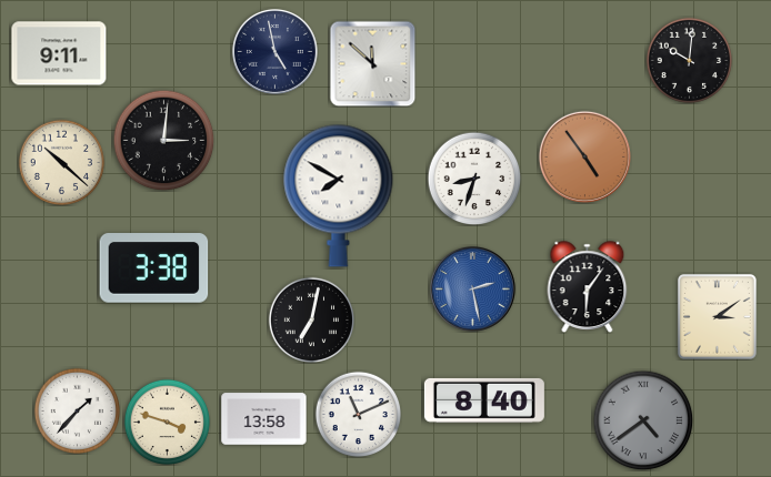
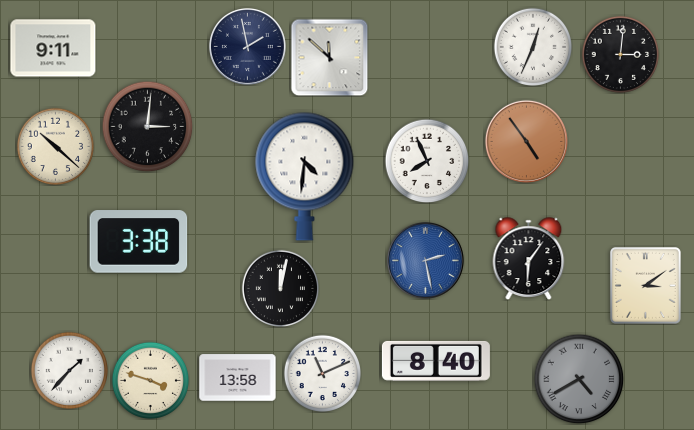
clock at (274, 51): 4:58 -> 1:58
clock at (533, 47): none -> 12:34
clock at (689, 60): 10:01 -> 3:01
clock at (372, 63) position: (372, 63) -> (329, 57)
clock at (474, 179): 8:33 -> 7:56
clock at (339, 195): 7:50 -> 4:31
clock at (311, 319): 7:02 -> 12:02
clock at (643, 420): 4:39 -> 4:40
